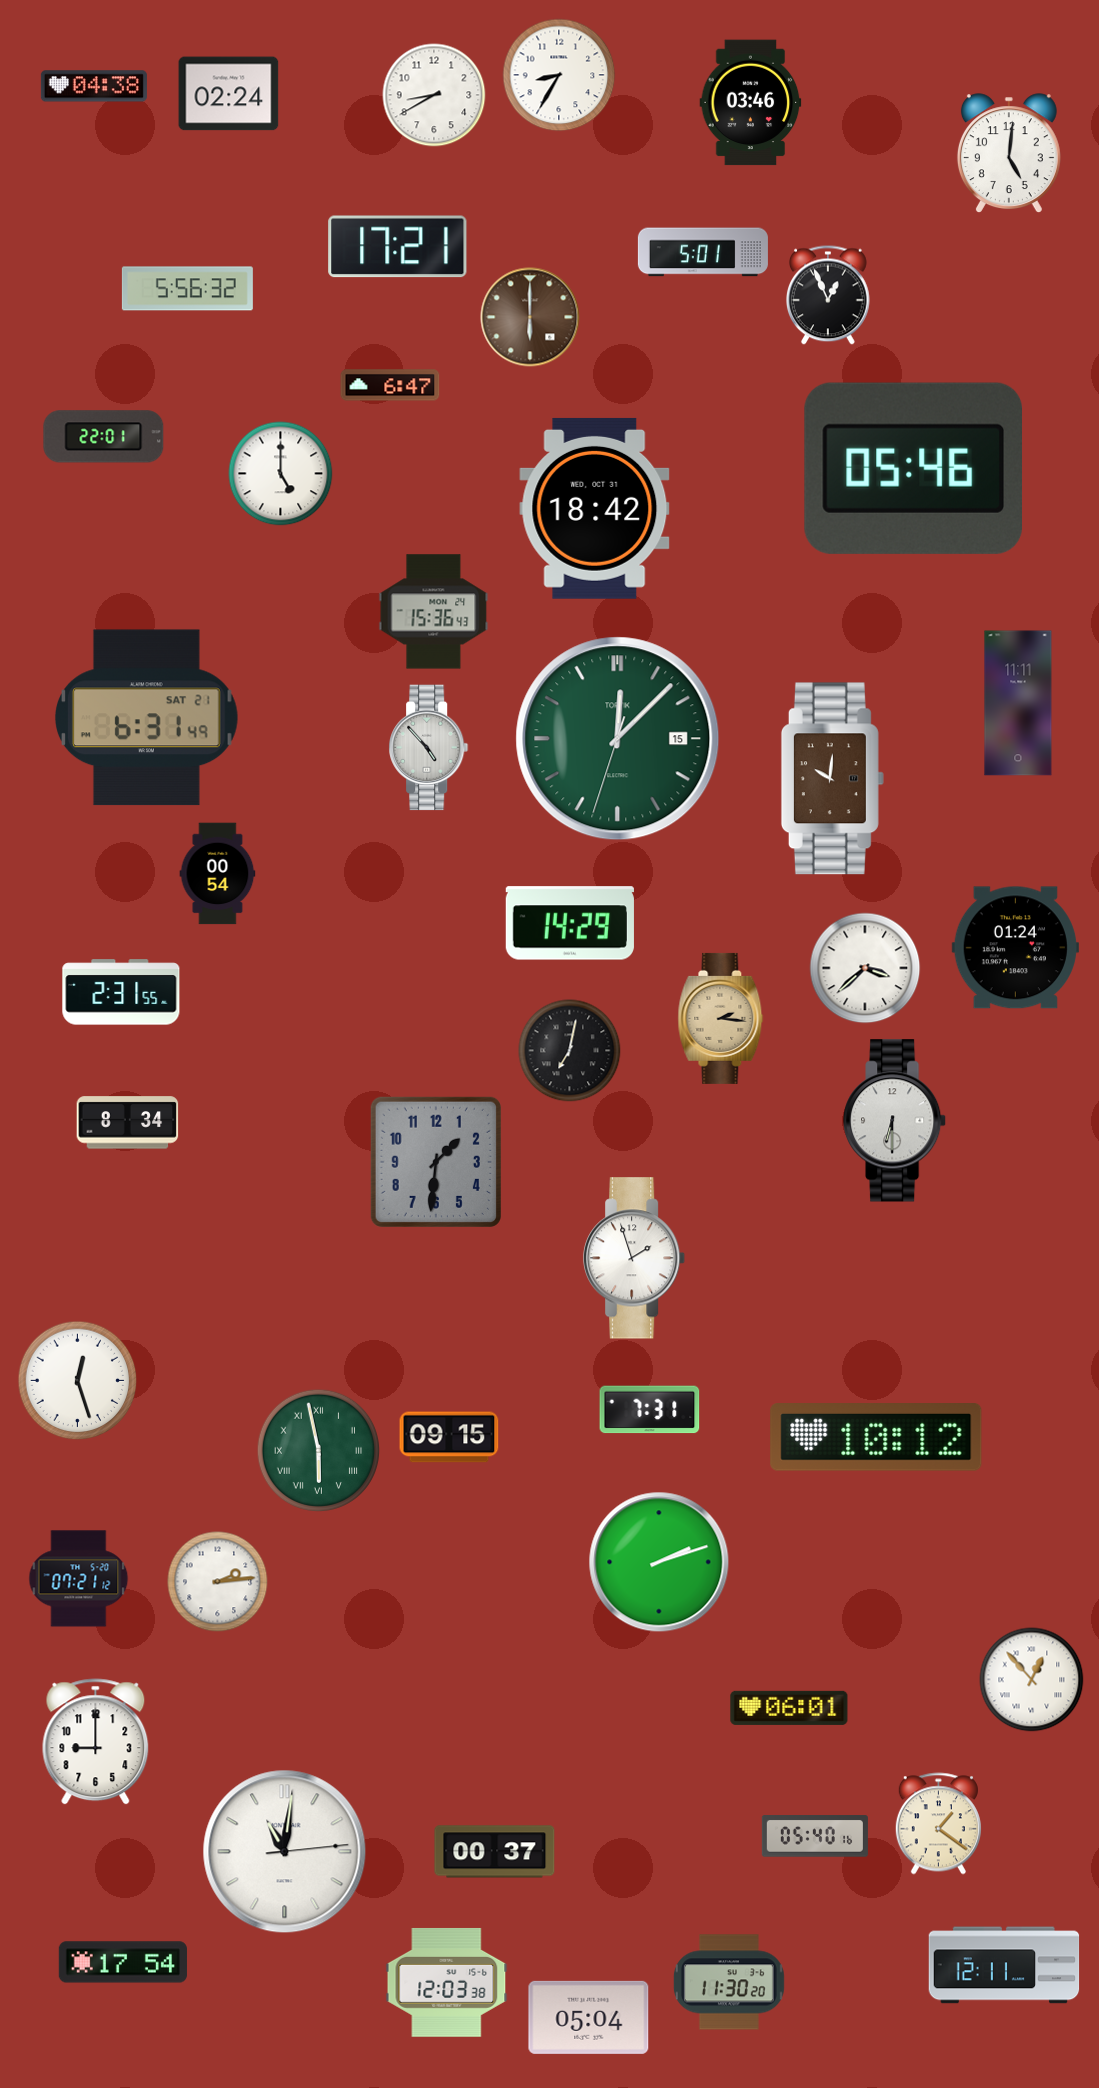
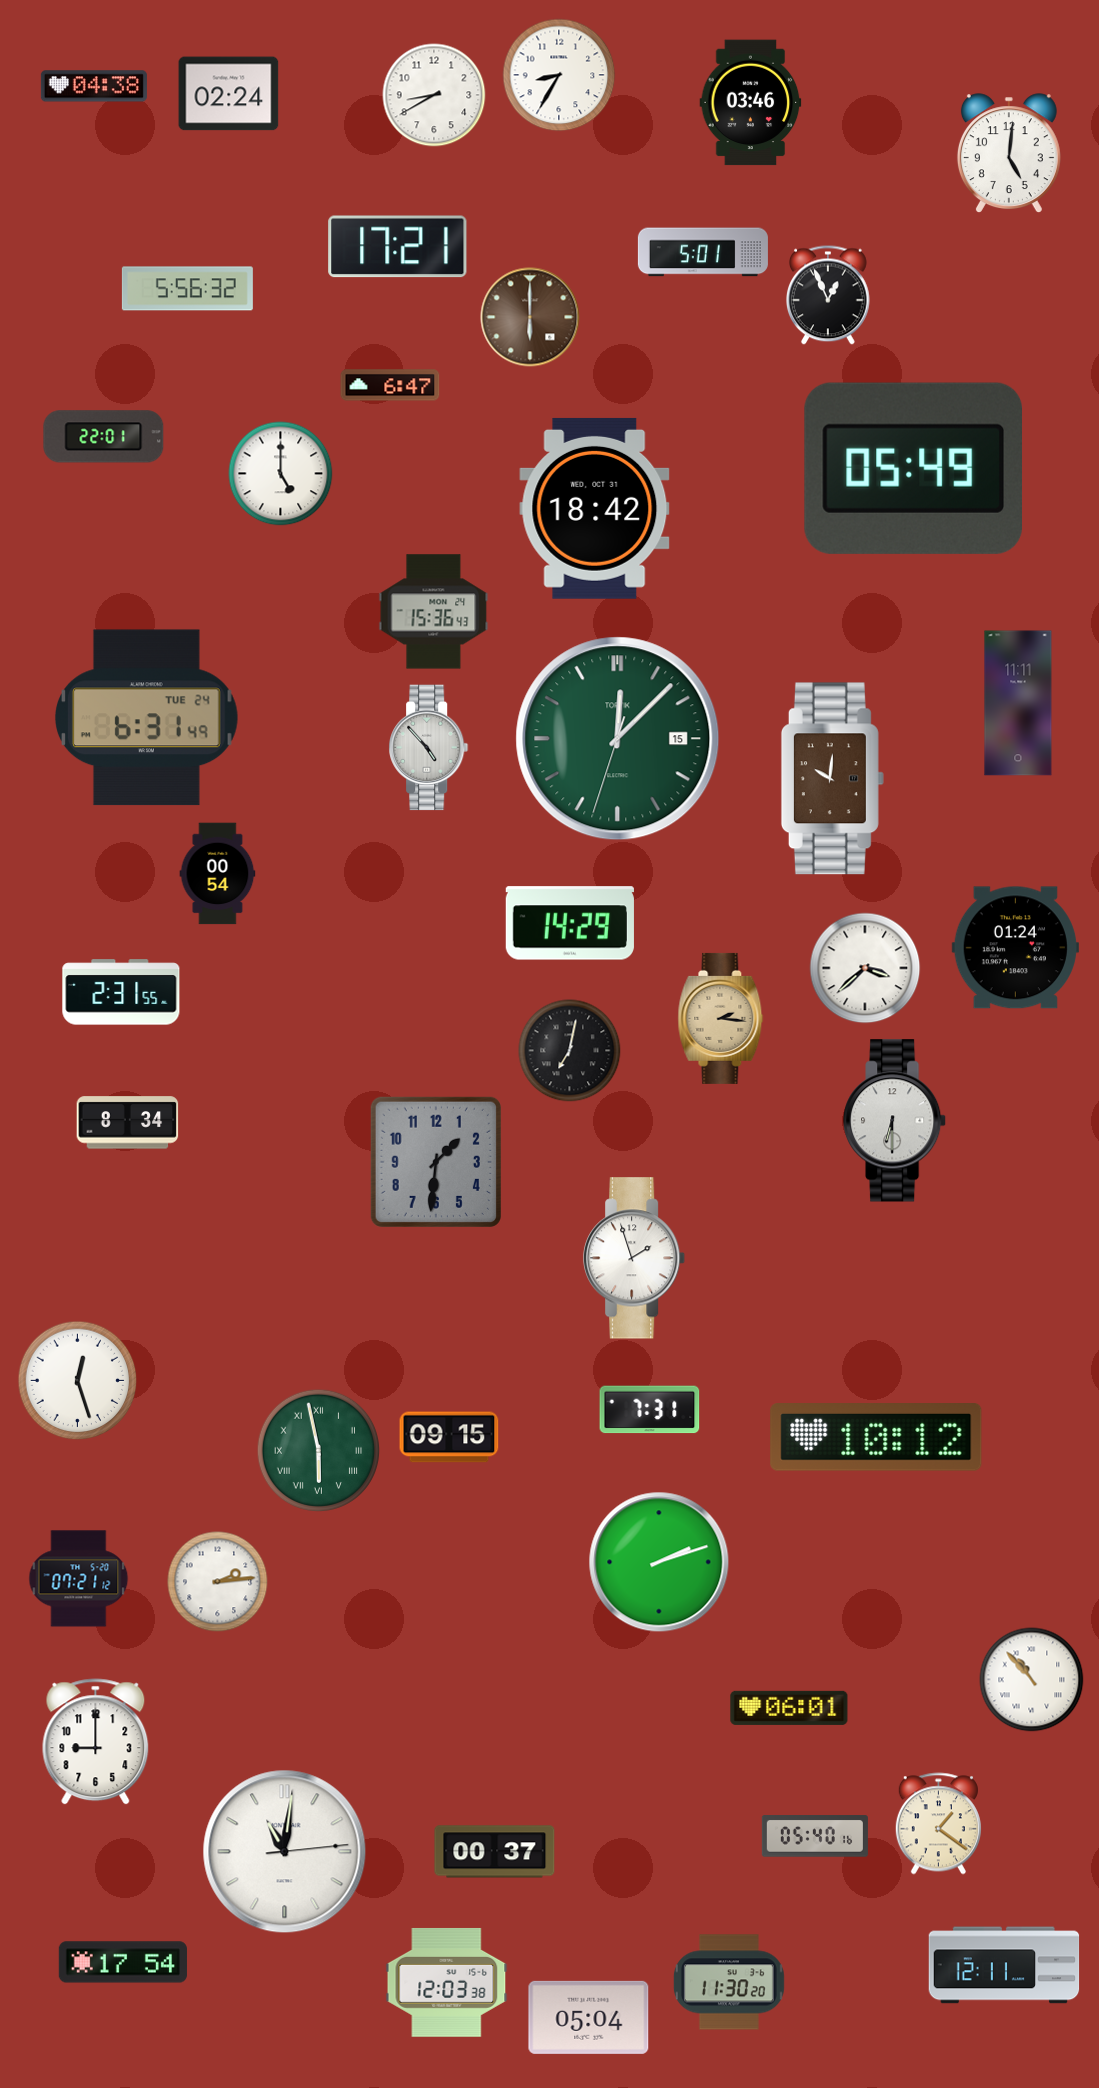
clock at (913, 468): 05:46 -> 05:49
clock at (146, 718) date: SAT 21 -> TUE 24
clock at (1032, 1680): 12:53 -> 10:53
